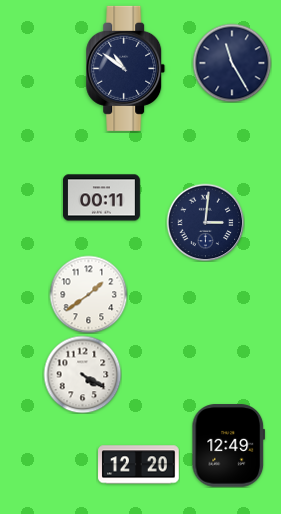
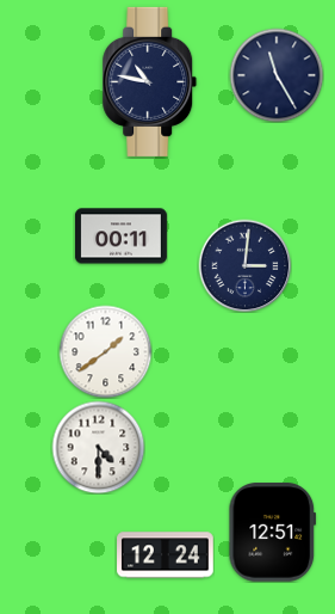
clock at (126, 68): 10:51 -> 10:47
clock at (82, 374): 4:20 -> 4:30
clock at (229, 446): 12:49 -> 12:51
clock at (139, 465): 12:20 -> 12:24
